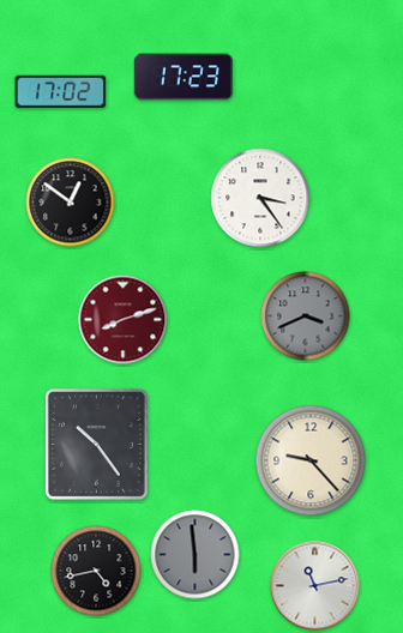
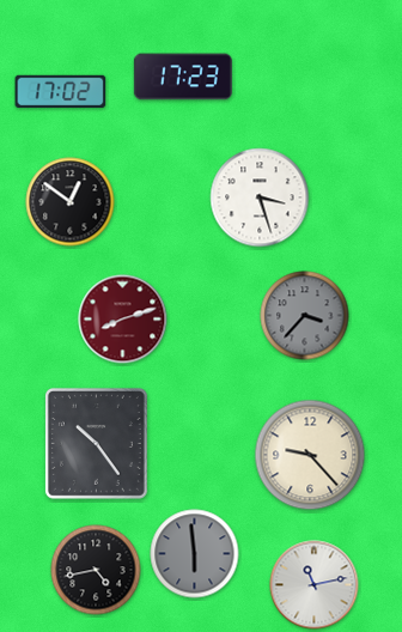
clock at (260, 198): 3:24 -> 3:27
clock at (306, 316): 3:41 -> 3:37
clock at (311, 460) position: (311, 460) -> (310, 455)
